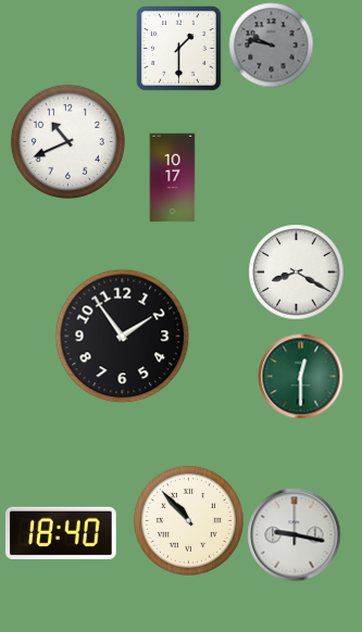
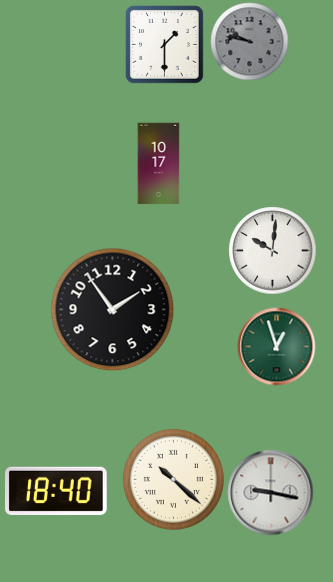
clock at (67, 141): 10:41 -> none
clock at (296, 271): 8:20 -> 10:01
clock at (300, 376): 12:30 -> 12:57
clock at (188, 520): 10:53 -> 10:22
